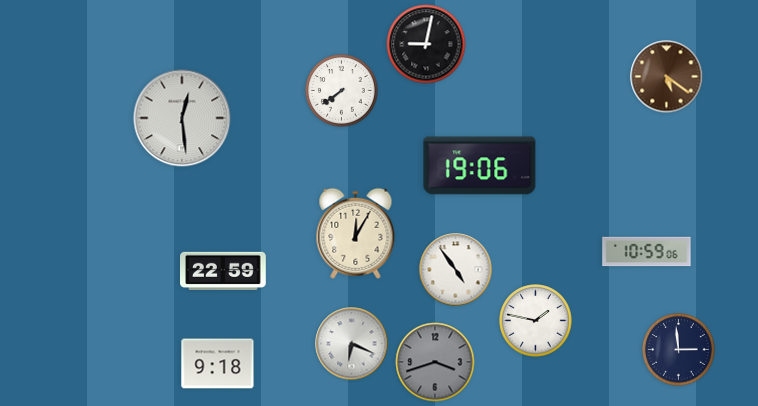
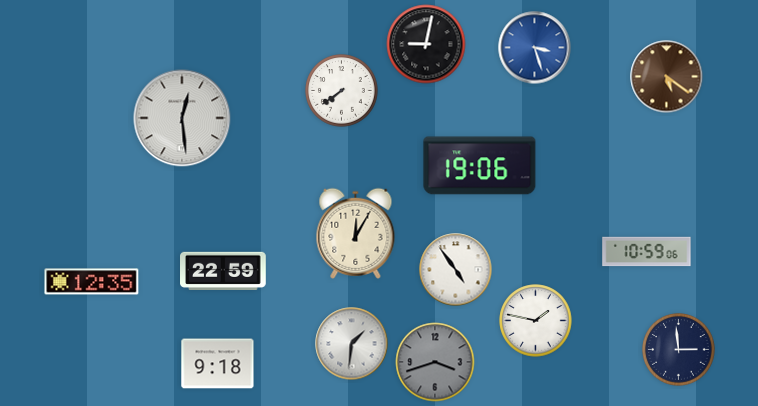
clock at (535, 48): none -> 3:27
clock at (92, 282): none -> 12:35
clock at (352, 344): 6:19 -> 1:31
